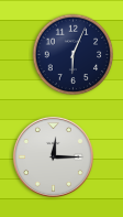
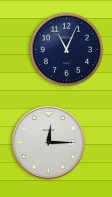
clock at (74, 55): 6:04 -> 11:04
